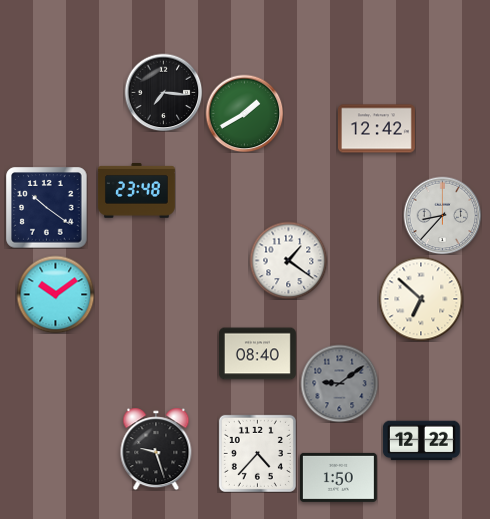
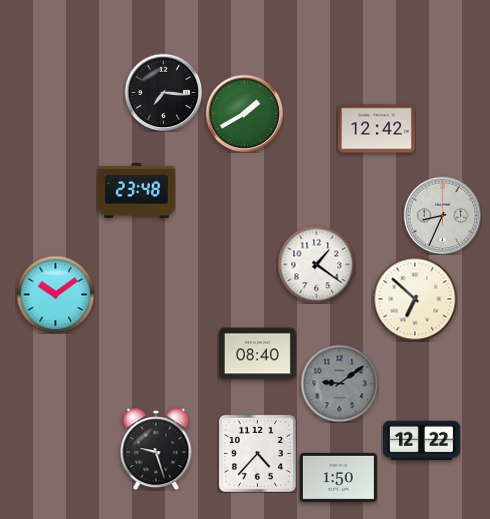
clock at (46, 207): 10:21 -> none
clock at (442, 215): 8:37 -> 8:34
clock at (288, 260) position: (288, 260) -> (316, 264)
clock at (421, 299) position: (421, 299) -> (415, 299)
